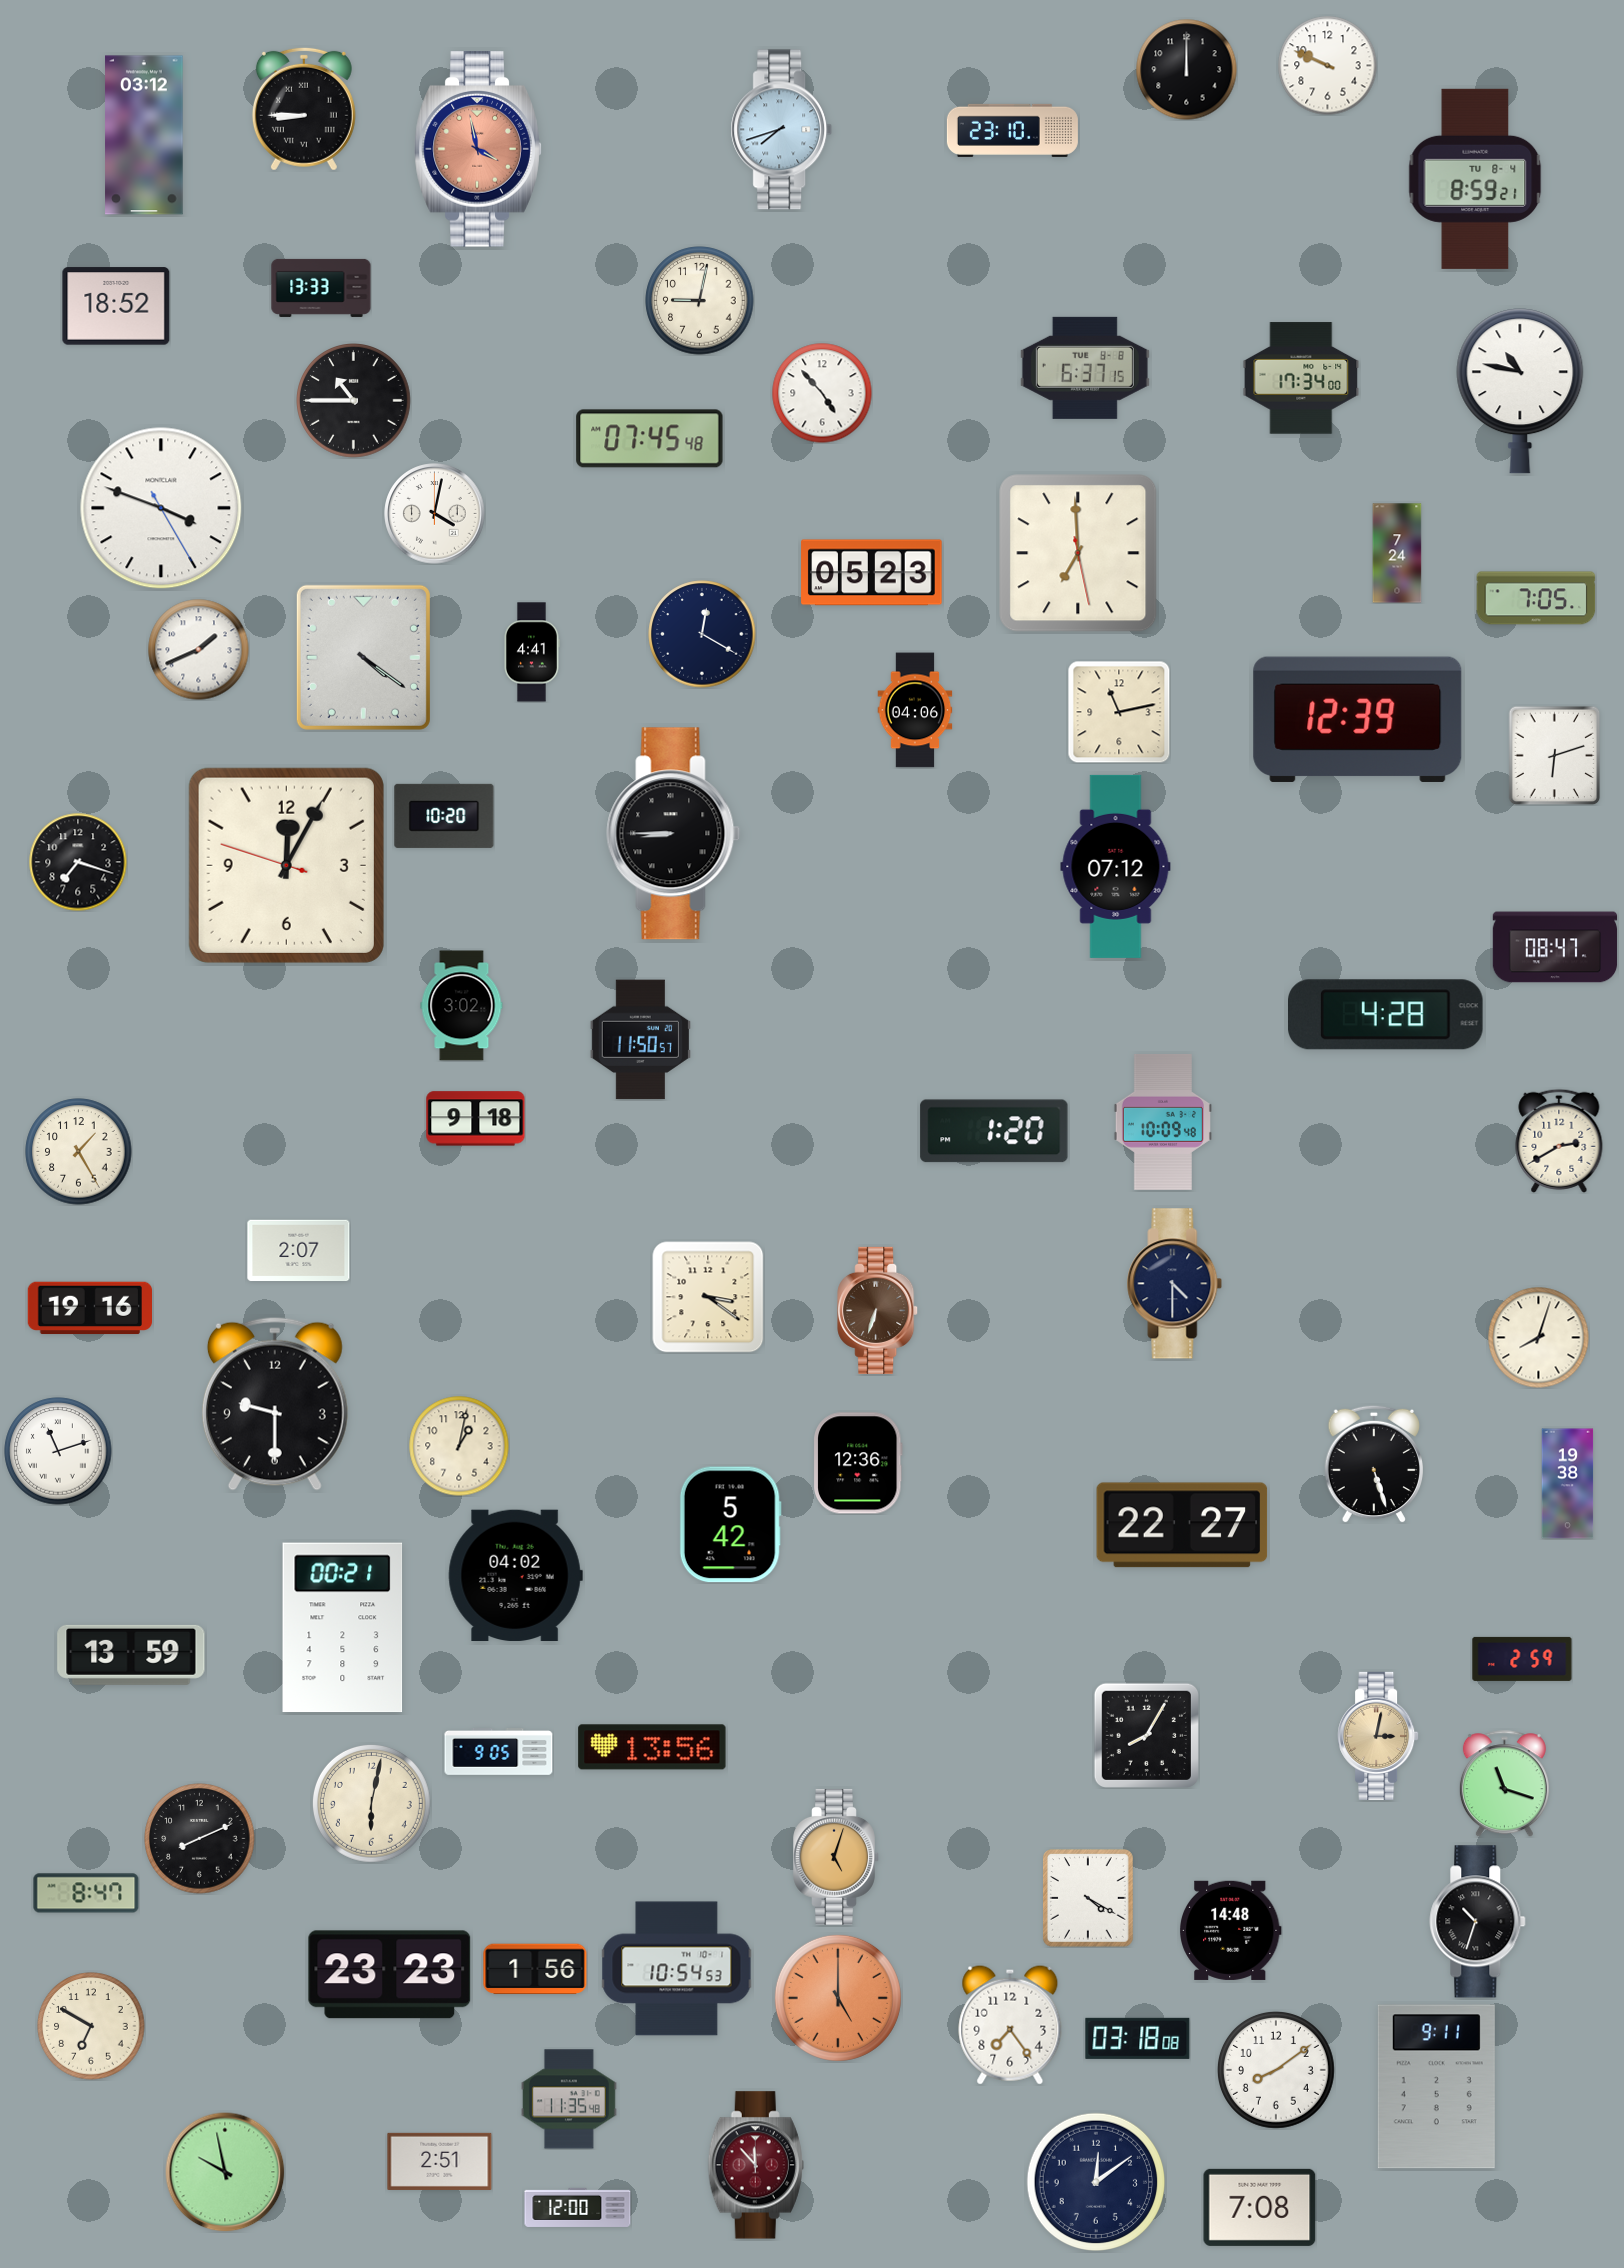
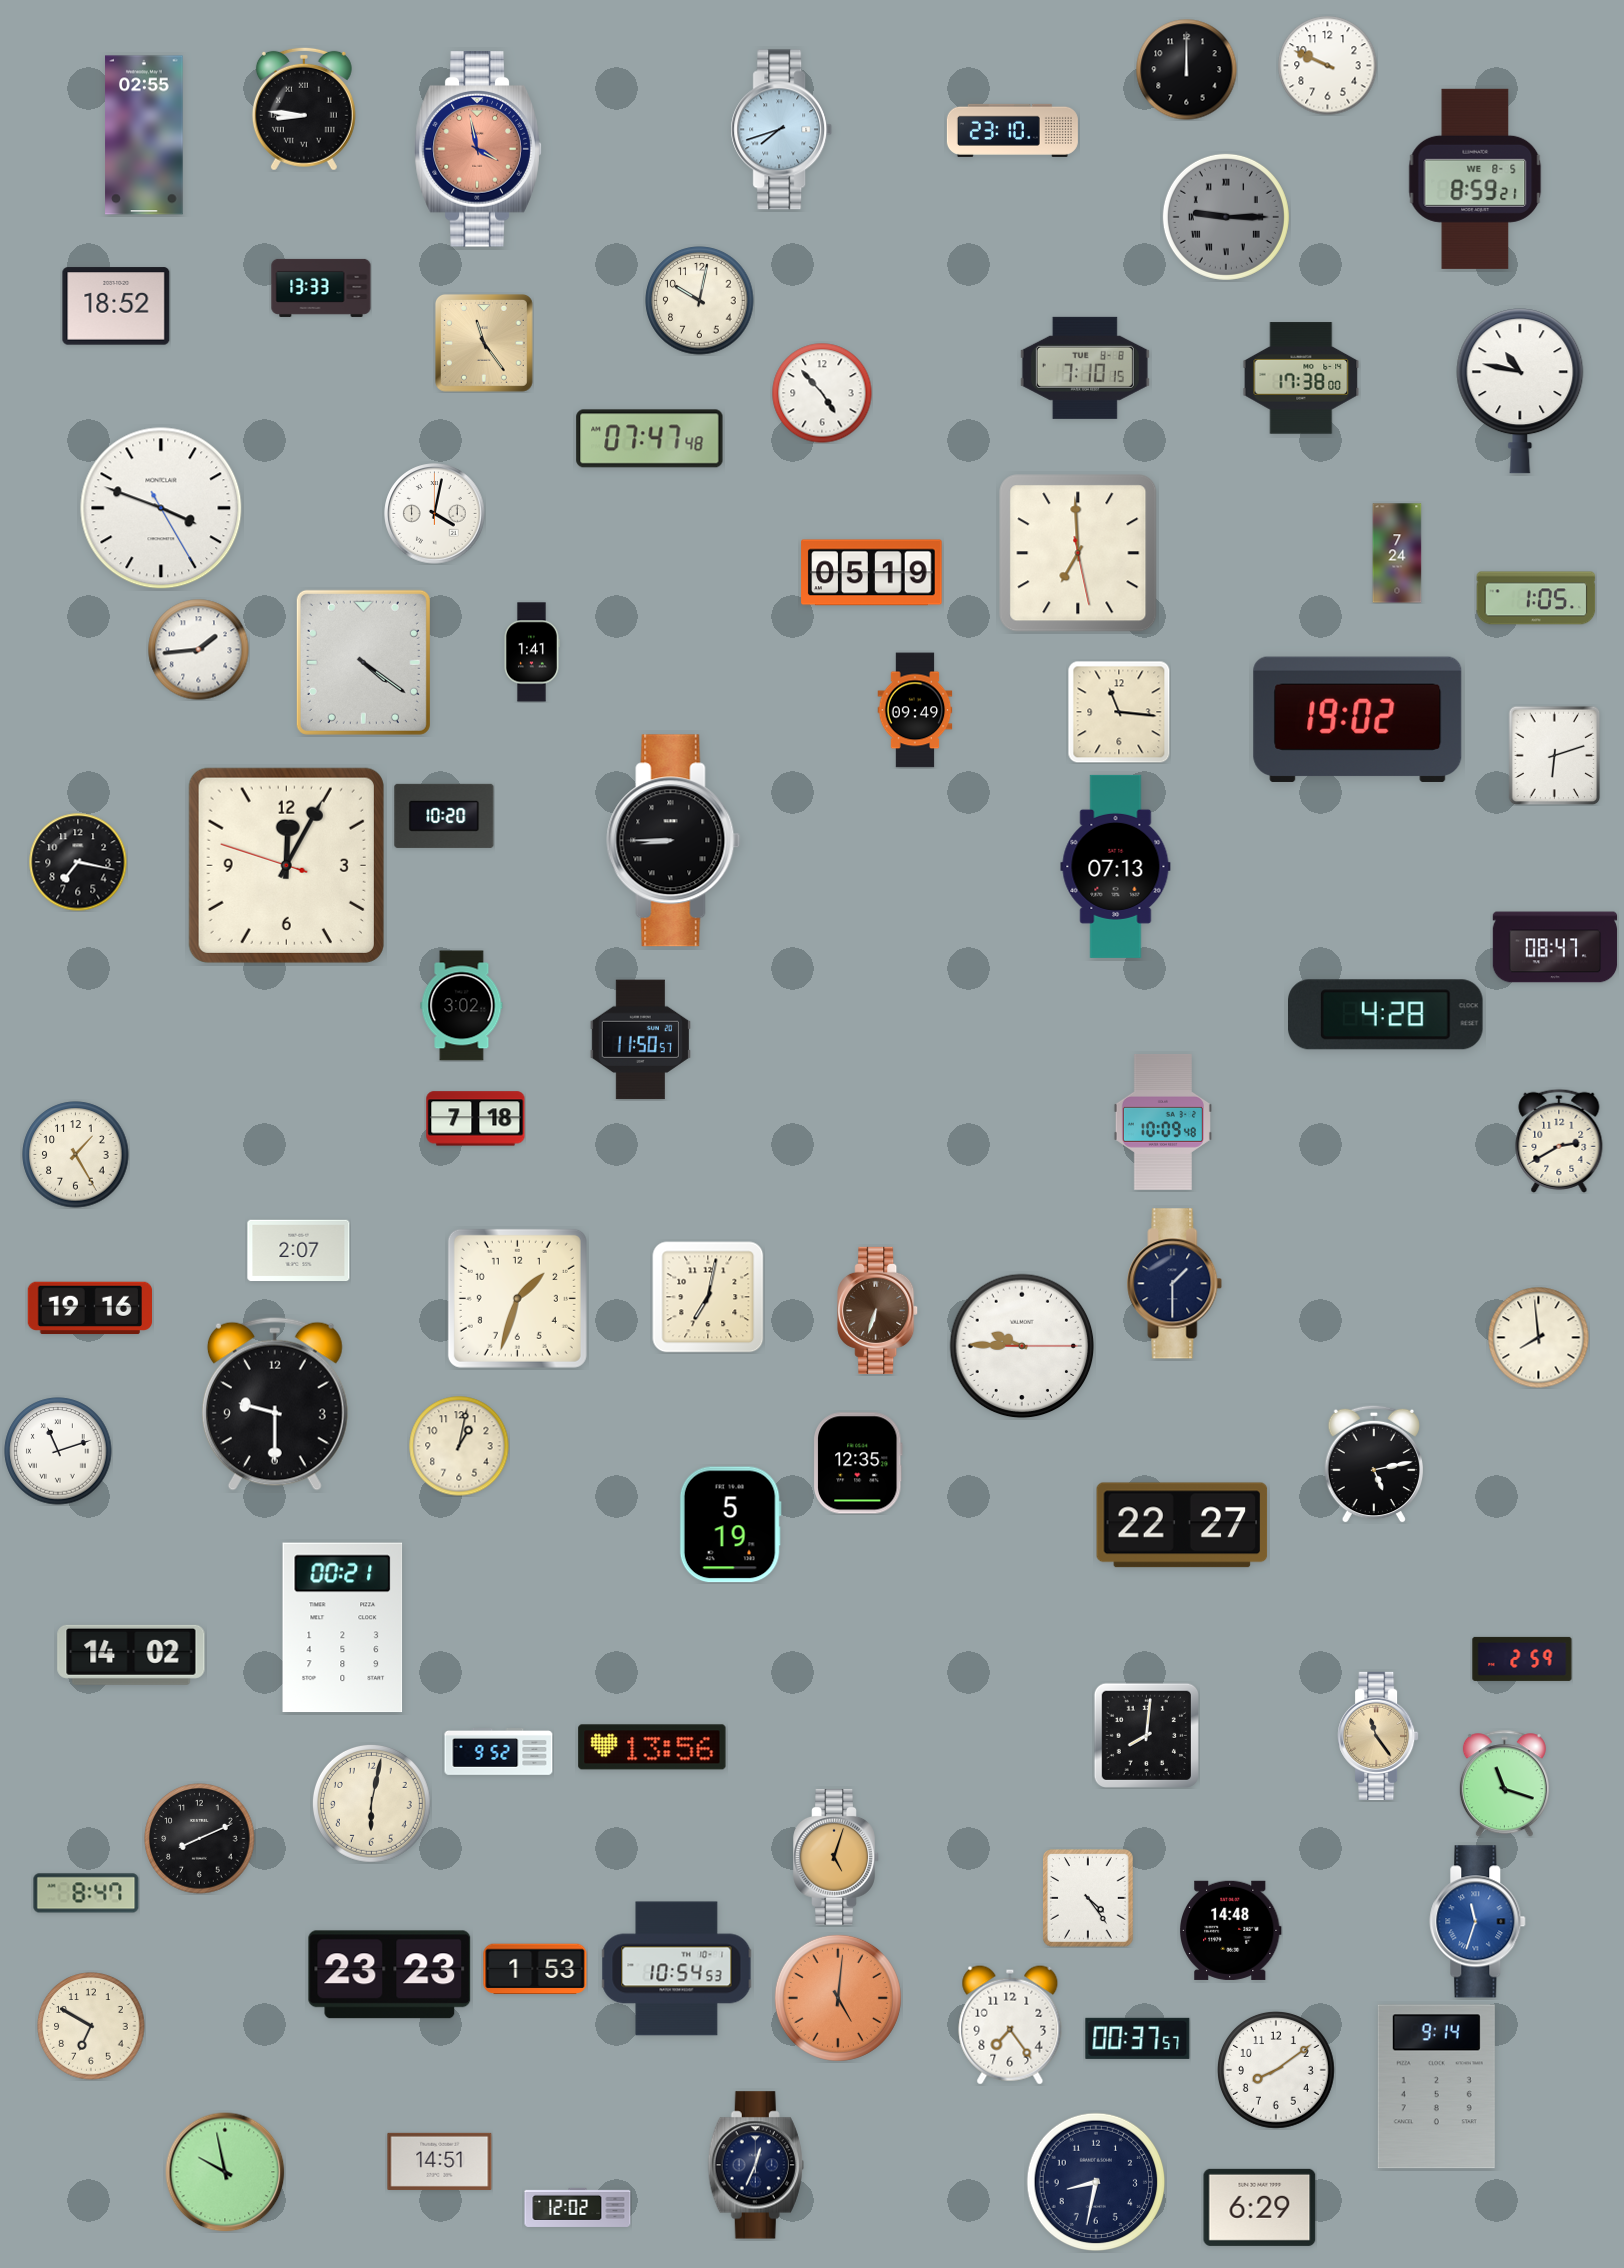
clock at (304, 109): 8:45 -> 8:46
clock at (144, 135): 03:12 -> 02:55
clock at (1475, 179) date: TU 8-4 -> WE 8-5
clock at (1226, 217): none -> 9:15
clock at (700, 301): 9:02 -> 10:02
clock at (484, 343): none -> 11:24
clock at (1085, 368): 6:37 -> 7:10
clock at (1301, 378): 17:34 -> 17:38
clock at (354, 401): 10:45 -> none
clock at (650, 439): 07:45 -> 07:47
clock at (872, 573): 05:23 -> 05:19
clock at (1536, 598): 7:05 -> 1:05
clock at (702, 634): 12:20 -> none
clock at (199, 650): 1:41 -> 1:44
clock at (532, 652): 4:41 -> 1:41
clock at (363, 657) position: (363, 657) -> (363, 662)
clock at (915, 710): 04:06 -> 09:49
clock at (1119, 712): 11:13 -> 11:16
clock at (1358, 719): 12:39 -> 19:02
clock at (674, 834) position: (674, 834) -> (674, 841)
clock at (78, 862): 7:18 -> 7:17
clock at (1116, 866): 07:12 -> 07:13
clock at (476, 1119): 9:18 -> 7:18
clock at (994, 1131): 1:20 -> none
clock at (79, 1152) position: (79, 1152) -> (76, 1155)
clock at (1175, 1284): 4:30 -> 1:30
clock at (708, 1297): 3:21 -> 7:02
clock at (517, 1298): none -> 1:33
clock at (1539, 1338): 8:03 -> 7:59
clock at (1022, 1346): none -> 9:45
clock at (858, 1463): 12:36 -> 12:35
clock at (1373, 1464): 5:27 -> 5:13
clock at (1568, 1484): 19:38 -> none
clock at (730, 1525): 5:42 -> 5:19
clock at (515, 1575): 04:02 -> none
clock at (131, 1655): 13:59 -> 14:02
clock at (1146, 1735): 8:05 -> 8:01
clock at (1378, 1736): 3:02 -> 11:24
clock at (499, 1752): 9:05 -> 9:52
clock at (1089, 1899): 4:20 -> 4:24
clock at (1478, 1922): 10:33 -> 11:33
clock at (1478, 1922) dial: black -> blue
clock at (535, 1969): 1:56 -> 1:53
clock at (838, 1998): 5:00 -> 5:01
clock at (1138, 2038): 03:18 -> 00:37
clock at (1436, 2087): 9:11 -> 9:14
clock at (569, 2099): 11:35 -> none
clock at (440, 2161): 2:51 -> 14:51
clock at (756, 2165): 11:53 -> 12:34
clock at (756, 2165) dial: burgundy -> navy
clock at (1095, 2181): 12:09 -> 8:32
clock at (578, 2207): 12:00 -> 12:02
clock at (1260, 2207): 7:08 -> 6:29
